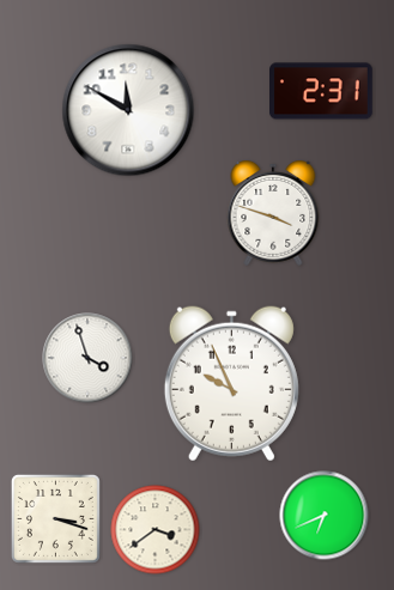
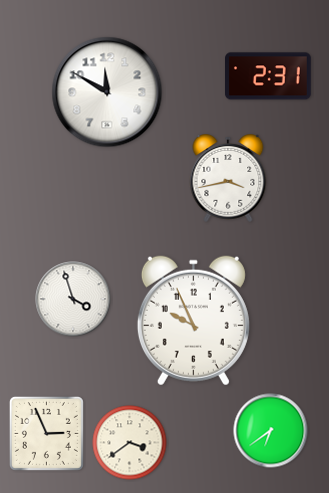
clock at (273, 214): 3:48 -> 3:43
clock at (325, 516): 6:41 -> 6:39
clock at (55, 518): 3:18 -> 2:56
